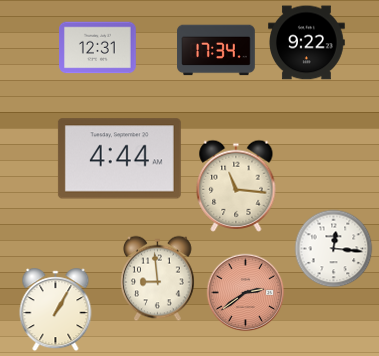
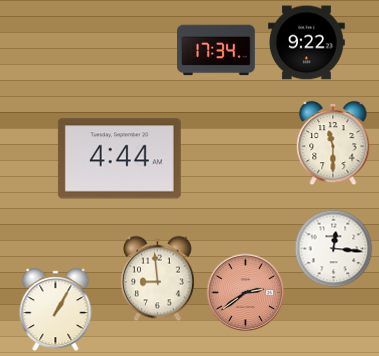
clock at (98, 48): 12:31 -> none
clock at (333, 143): none -> 11:30
clock at (236, 186): 11:16 -> none
